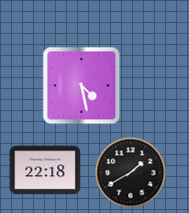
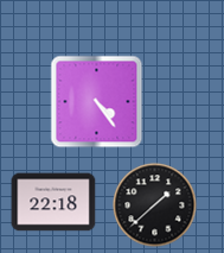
clock at (82, 86): 4:28 -> 4:24
clock at (131, 173): 1:40 -> 1:38
